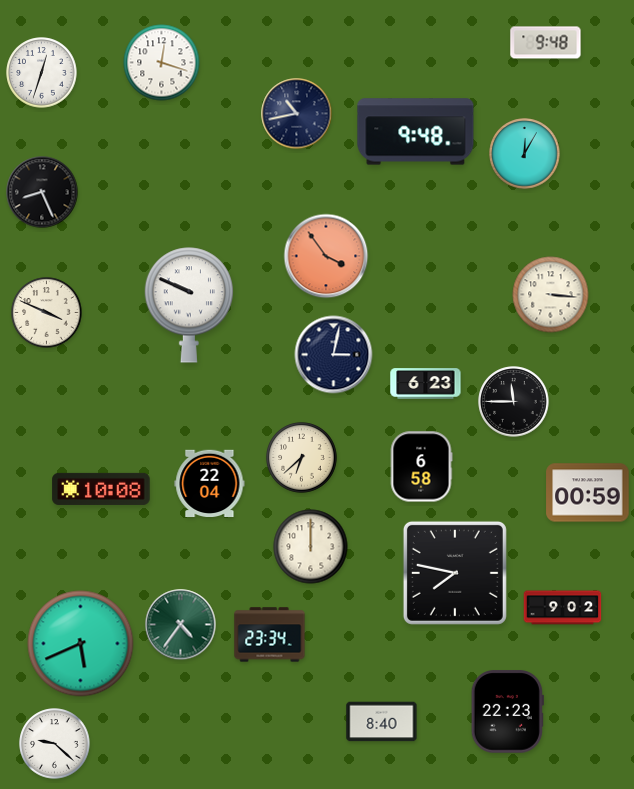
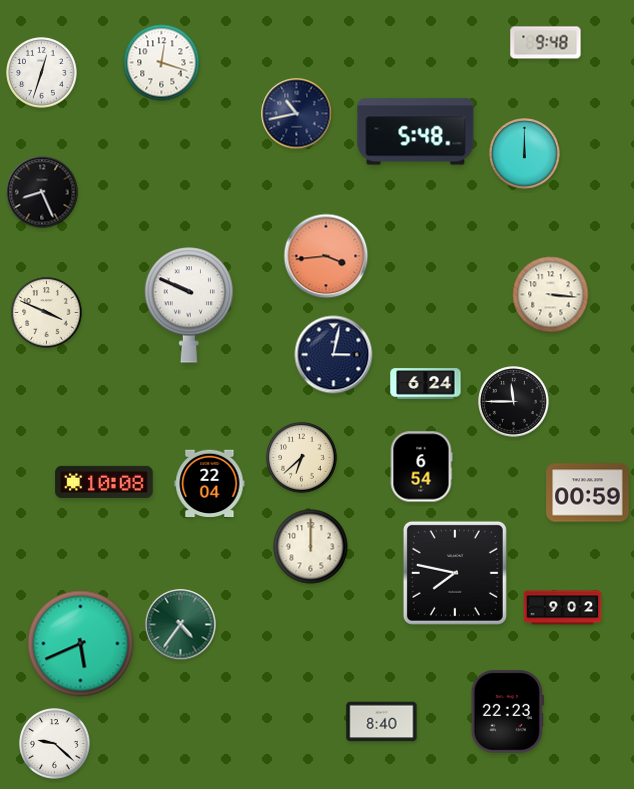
clock at (416, 132): 9:48 -> 5:48
clock at (525, 154): 12:05 -> 12:00
clock at (326, 256): 3:54 -> 3:44
clock at (426, 384): 6:23 -> 6:24
clock at (421, 467): 6:58 -> 6:54
clock at (101, 489) position: (101, 489) -> (104, 482)
clock at (270, 635): 23:34 -> none
